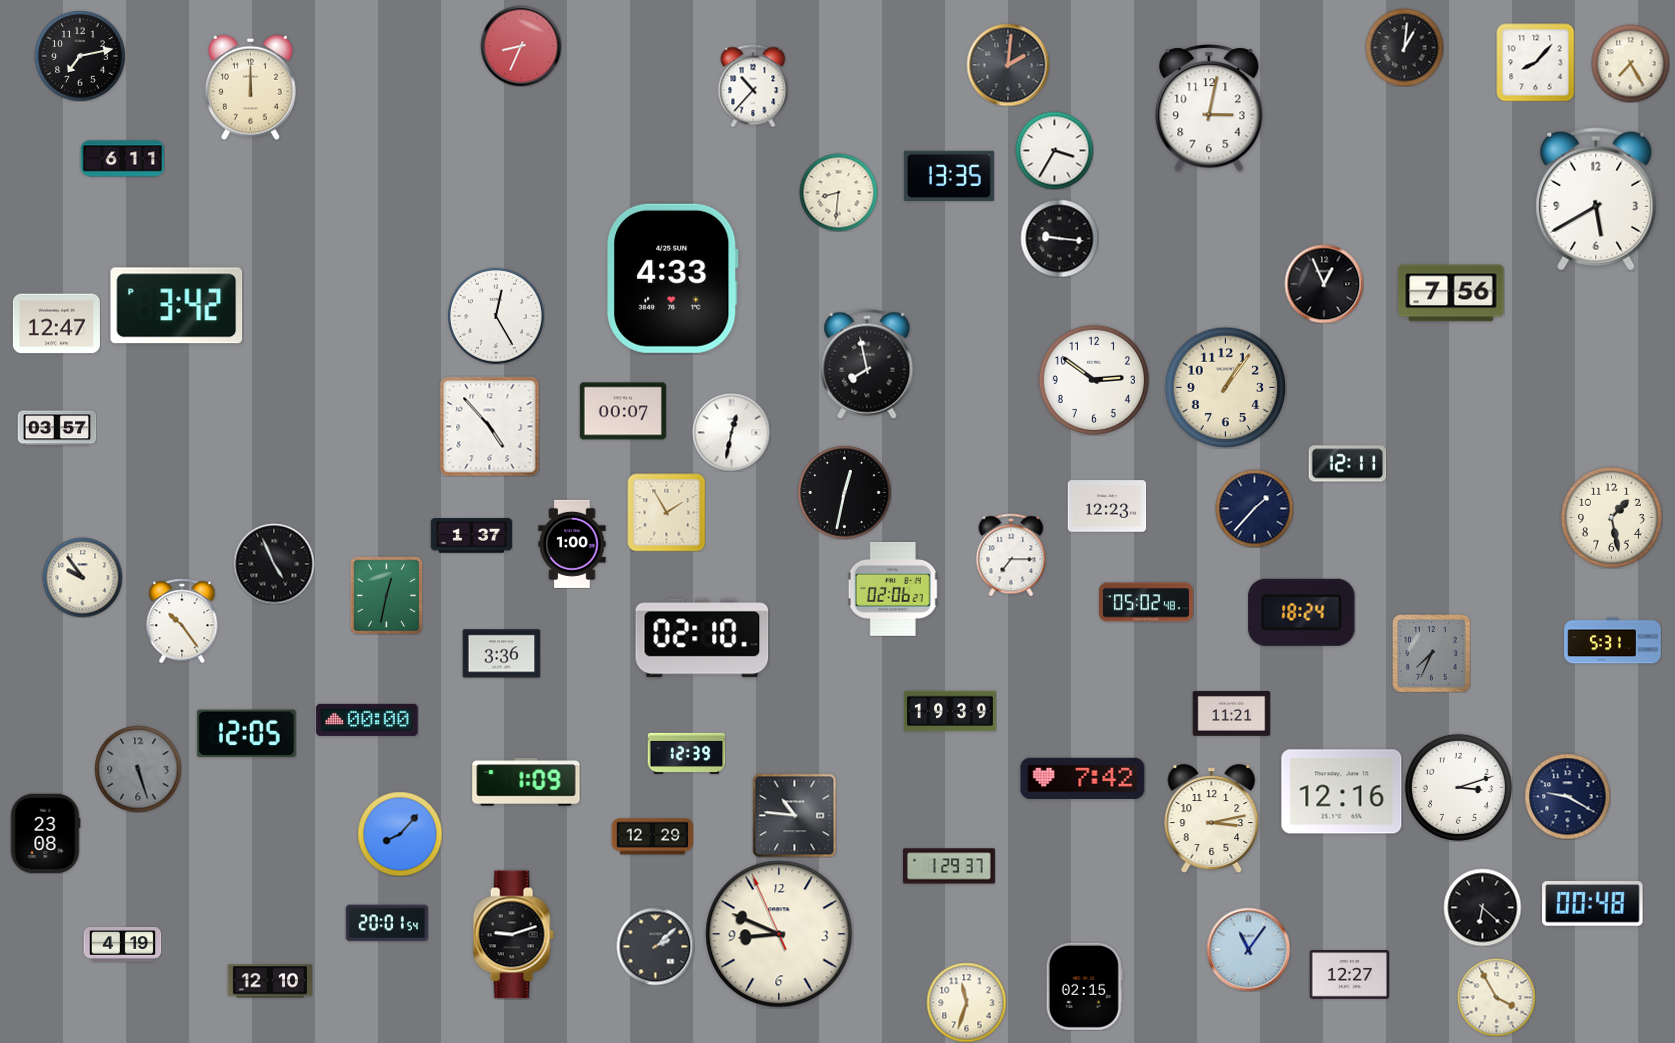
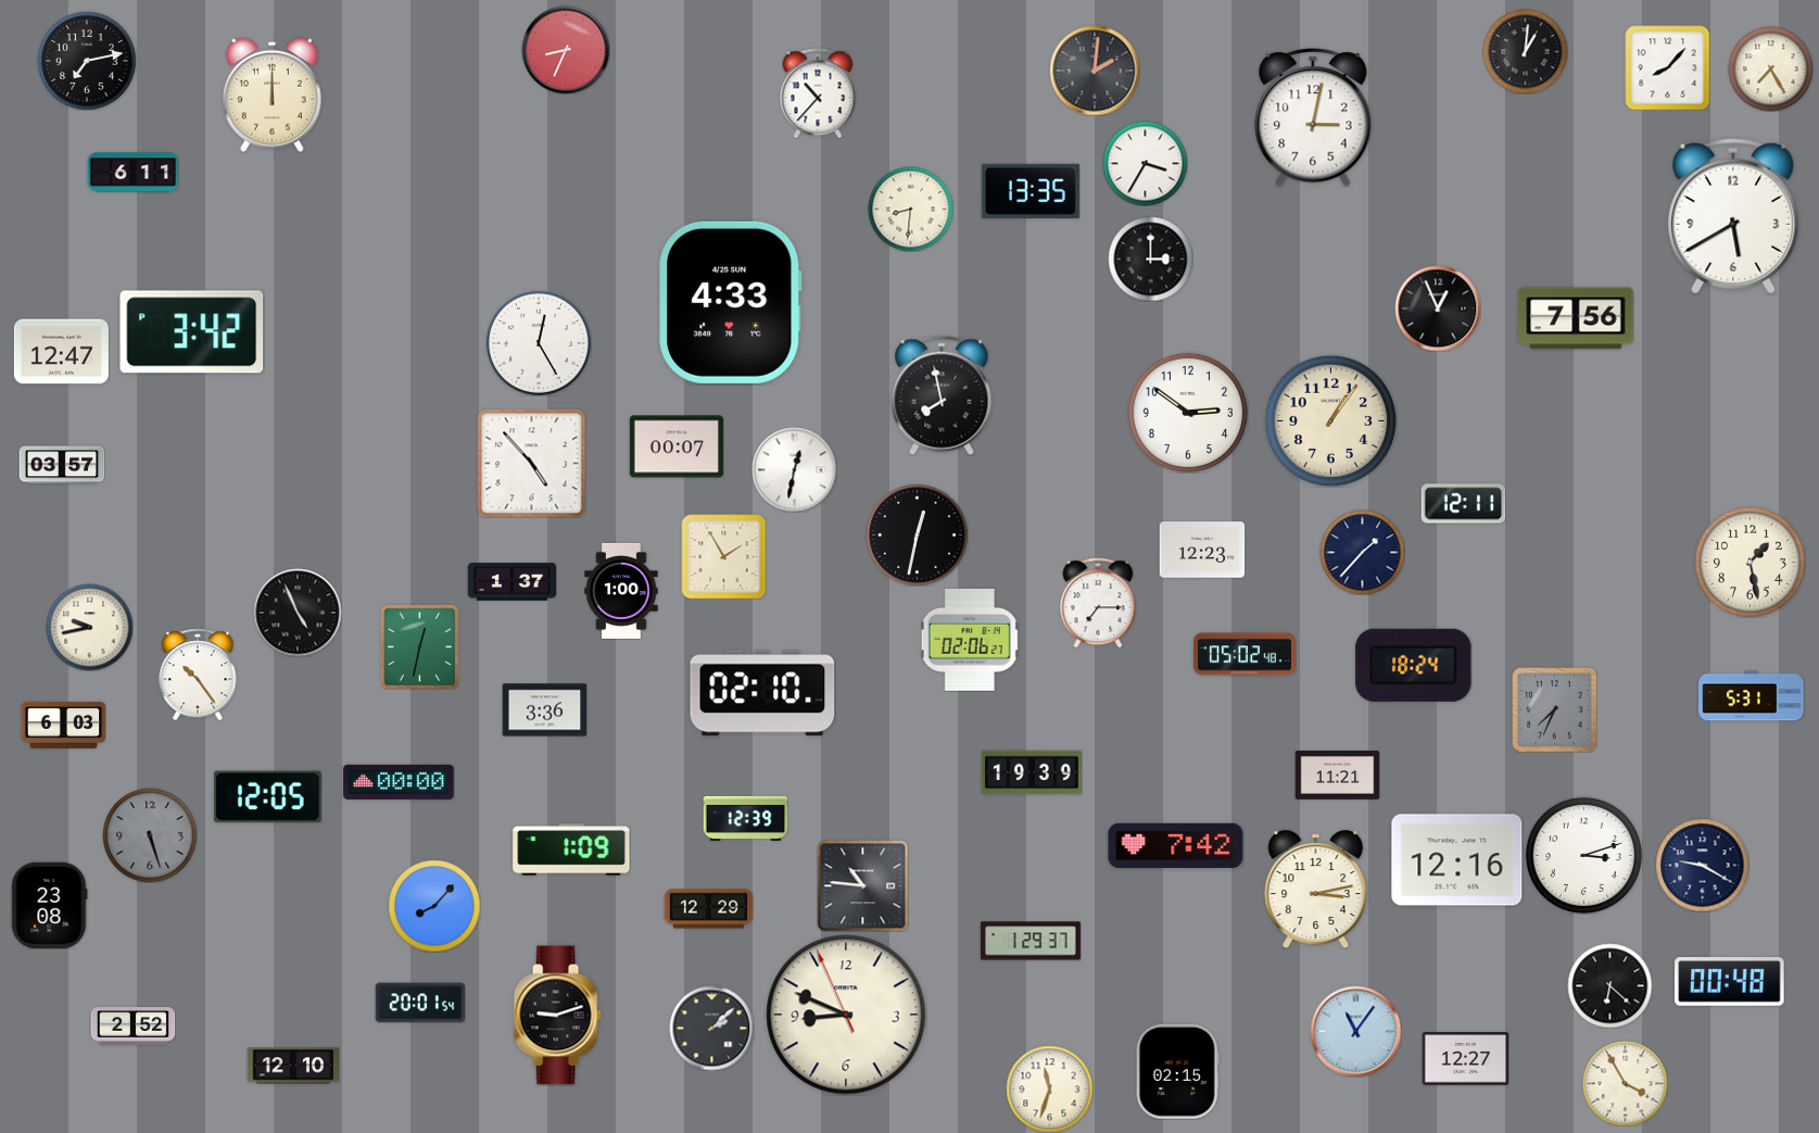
clock at (1059, 238): 9:16 -> 3:00
clock at (82, 577): 9:54 -> 9:43
clock at (63, 725): none -> 6:03
clock at (122, 945): 4:19 -> 2:52
